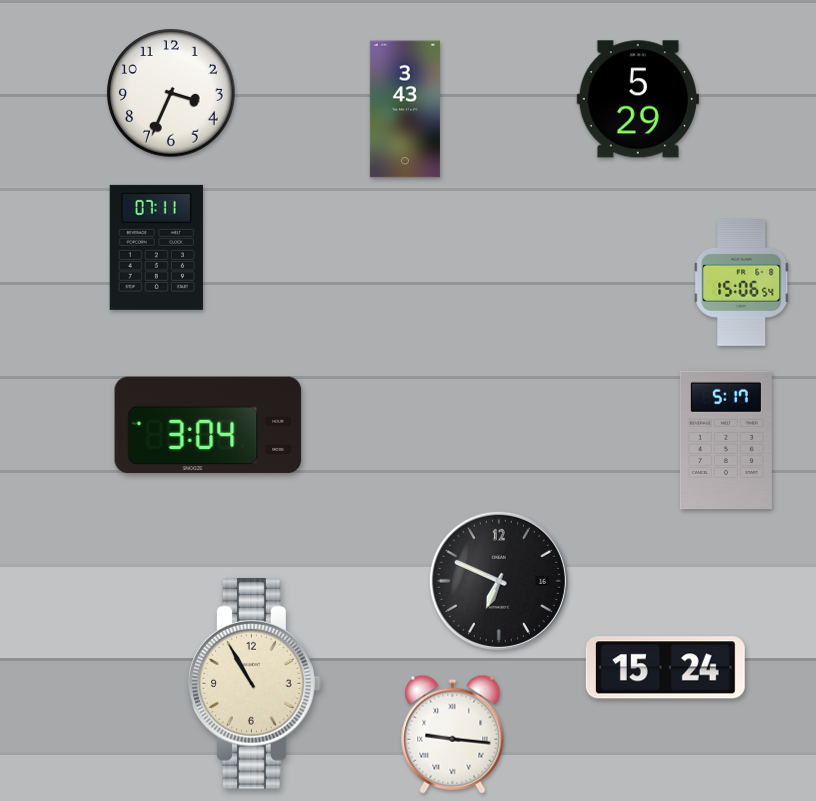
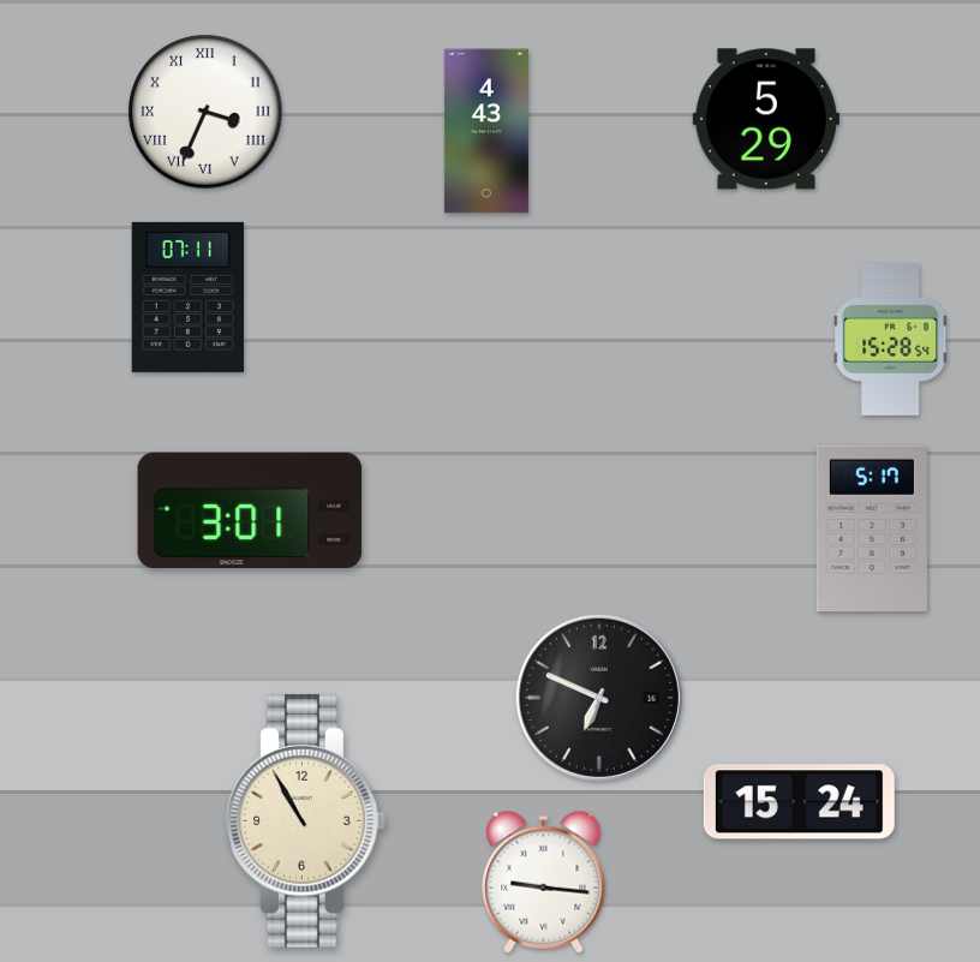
clock at (171, 93) numerals: Arabic -> Roman
clock at (405, 109): 3:43 -> 4:43
clock at (742, 283): 15:06 -> 15:28
clock at (208, 425): 3:04 -> 3:01
